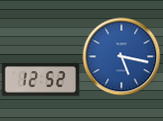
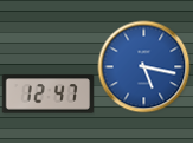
clock at (40, 80): 12:52 -> 12:47
